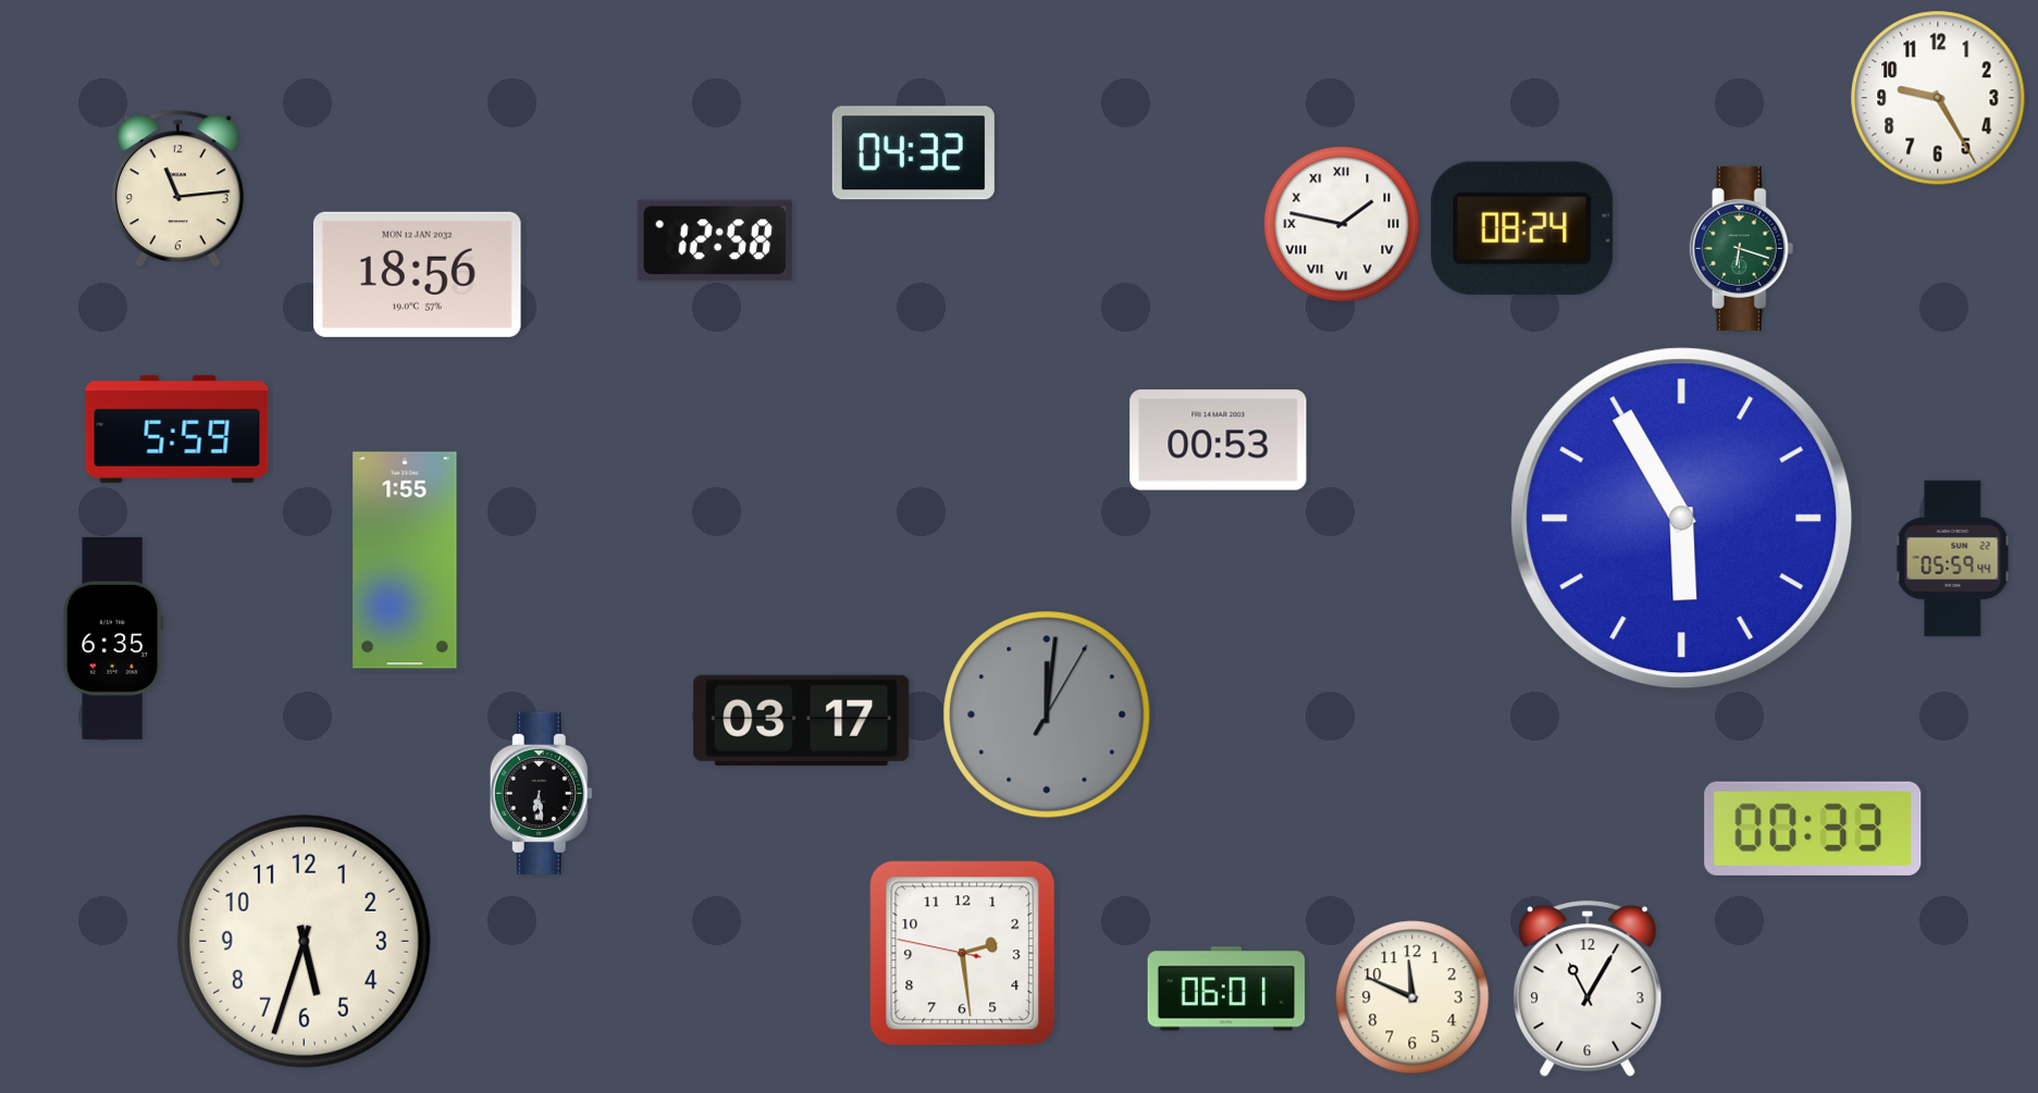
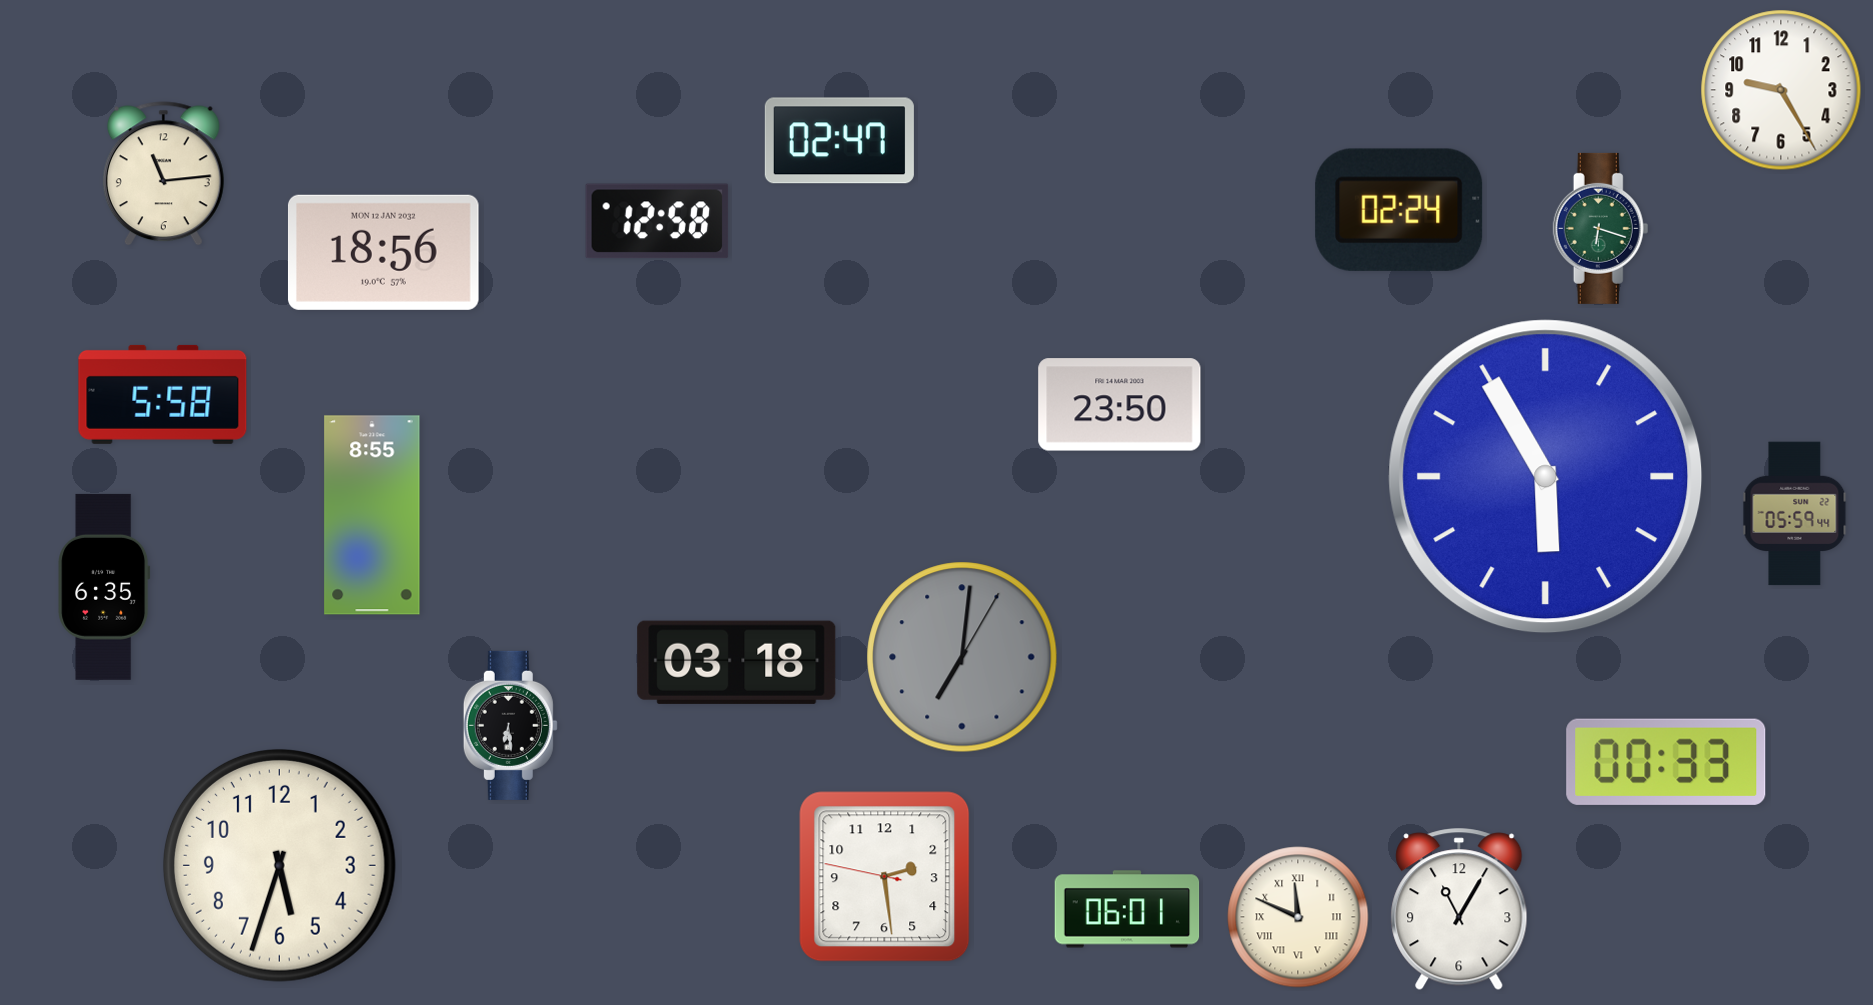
clock at (913, 153): 04:32 -> 02:47
clock at (1342, 224): 1:47 -> none
clock at (1522, 228): 08:24 -> 02:24
clock at (177, 428): 5:59 -> 5:58
clock at (1219, 440): 00:53 -> 23:50
clock at (405, 560): 1:55 -> 8:55
clock at (1047, 715): 12:01 -> 7:01
clock at (802, 720): 03:17 -> 03:18
clock at (541, 793) position: (541, 793) -> (510, 725)
clock at (1412, 997) numerals: Arabic -> Roman
